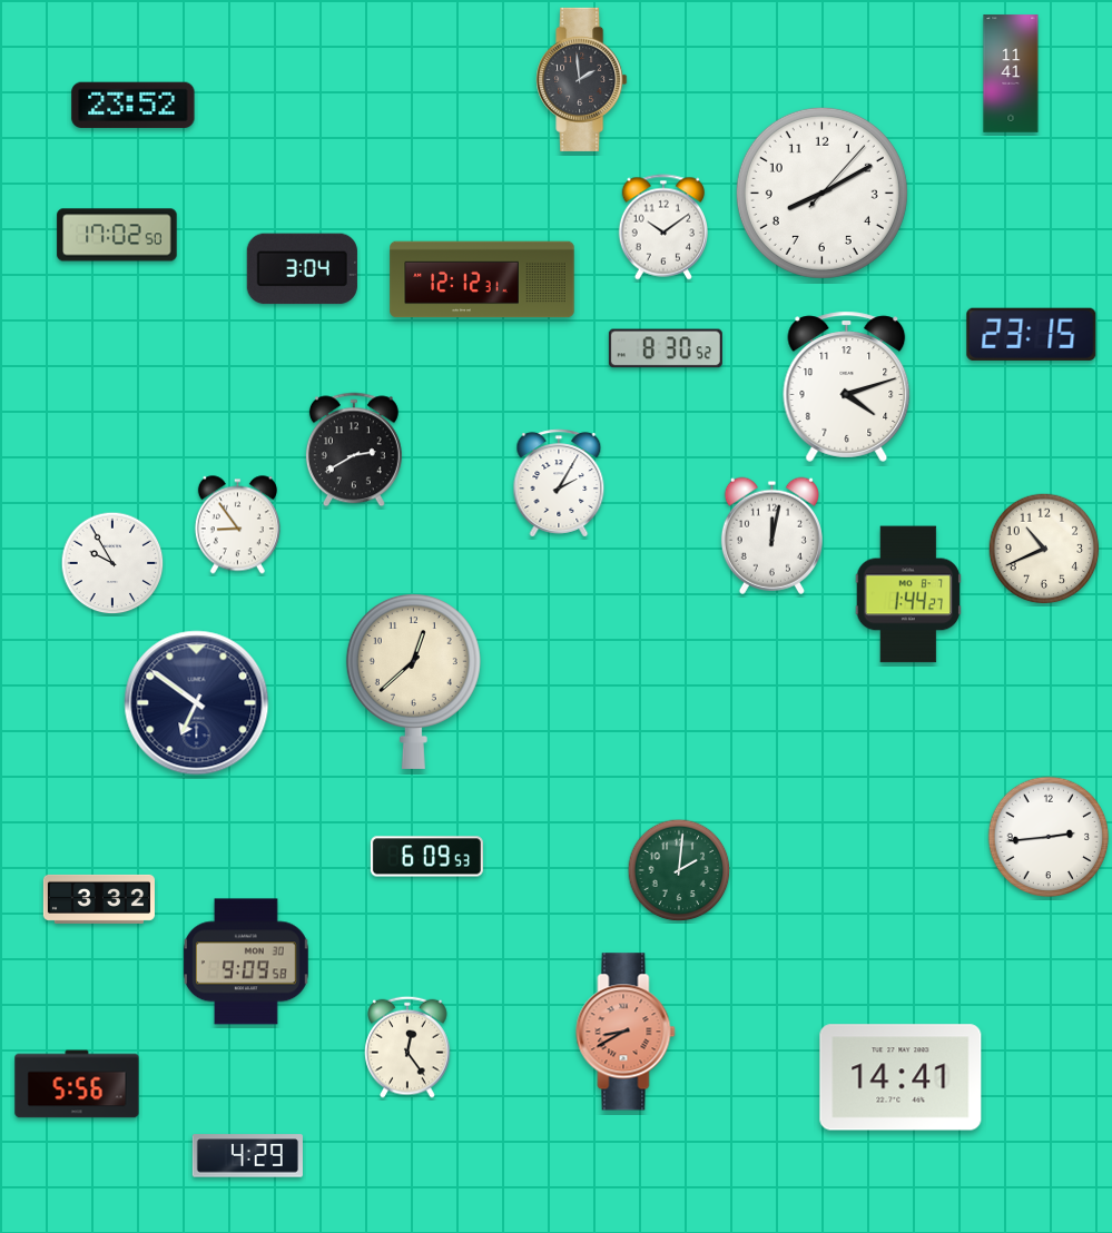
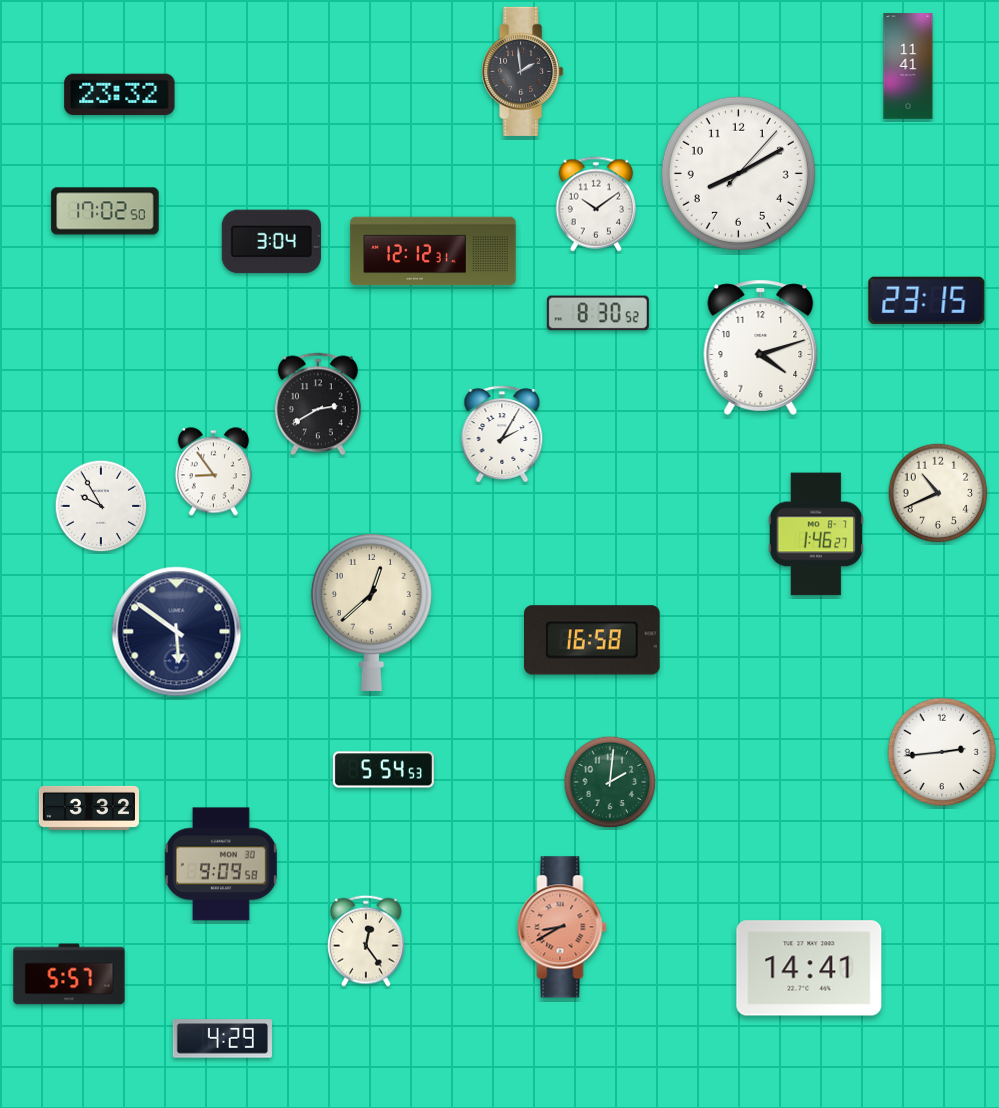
clock at (134, 105): 23:52 -> 23:32
clock at (771, 535): 12:02 -> none
clock at (908, 594): 1:44 -> 1:46
clock at (197, 703): 6:51 -> 5:51
clock at (593, 640): none -> 16:58
clock at (426, 857): 6:09 -> 5:54
clock at (77, 1084): 5:56 -> 5:57
